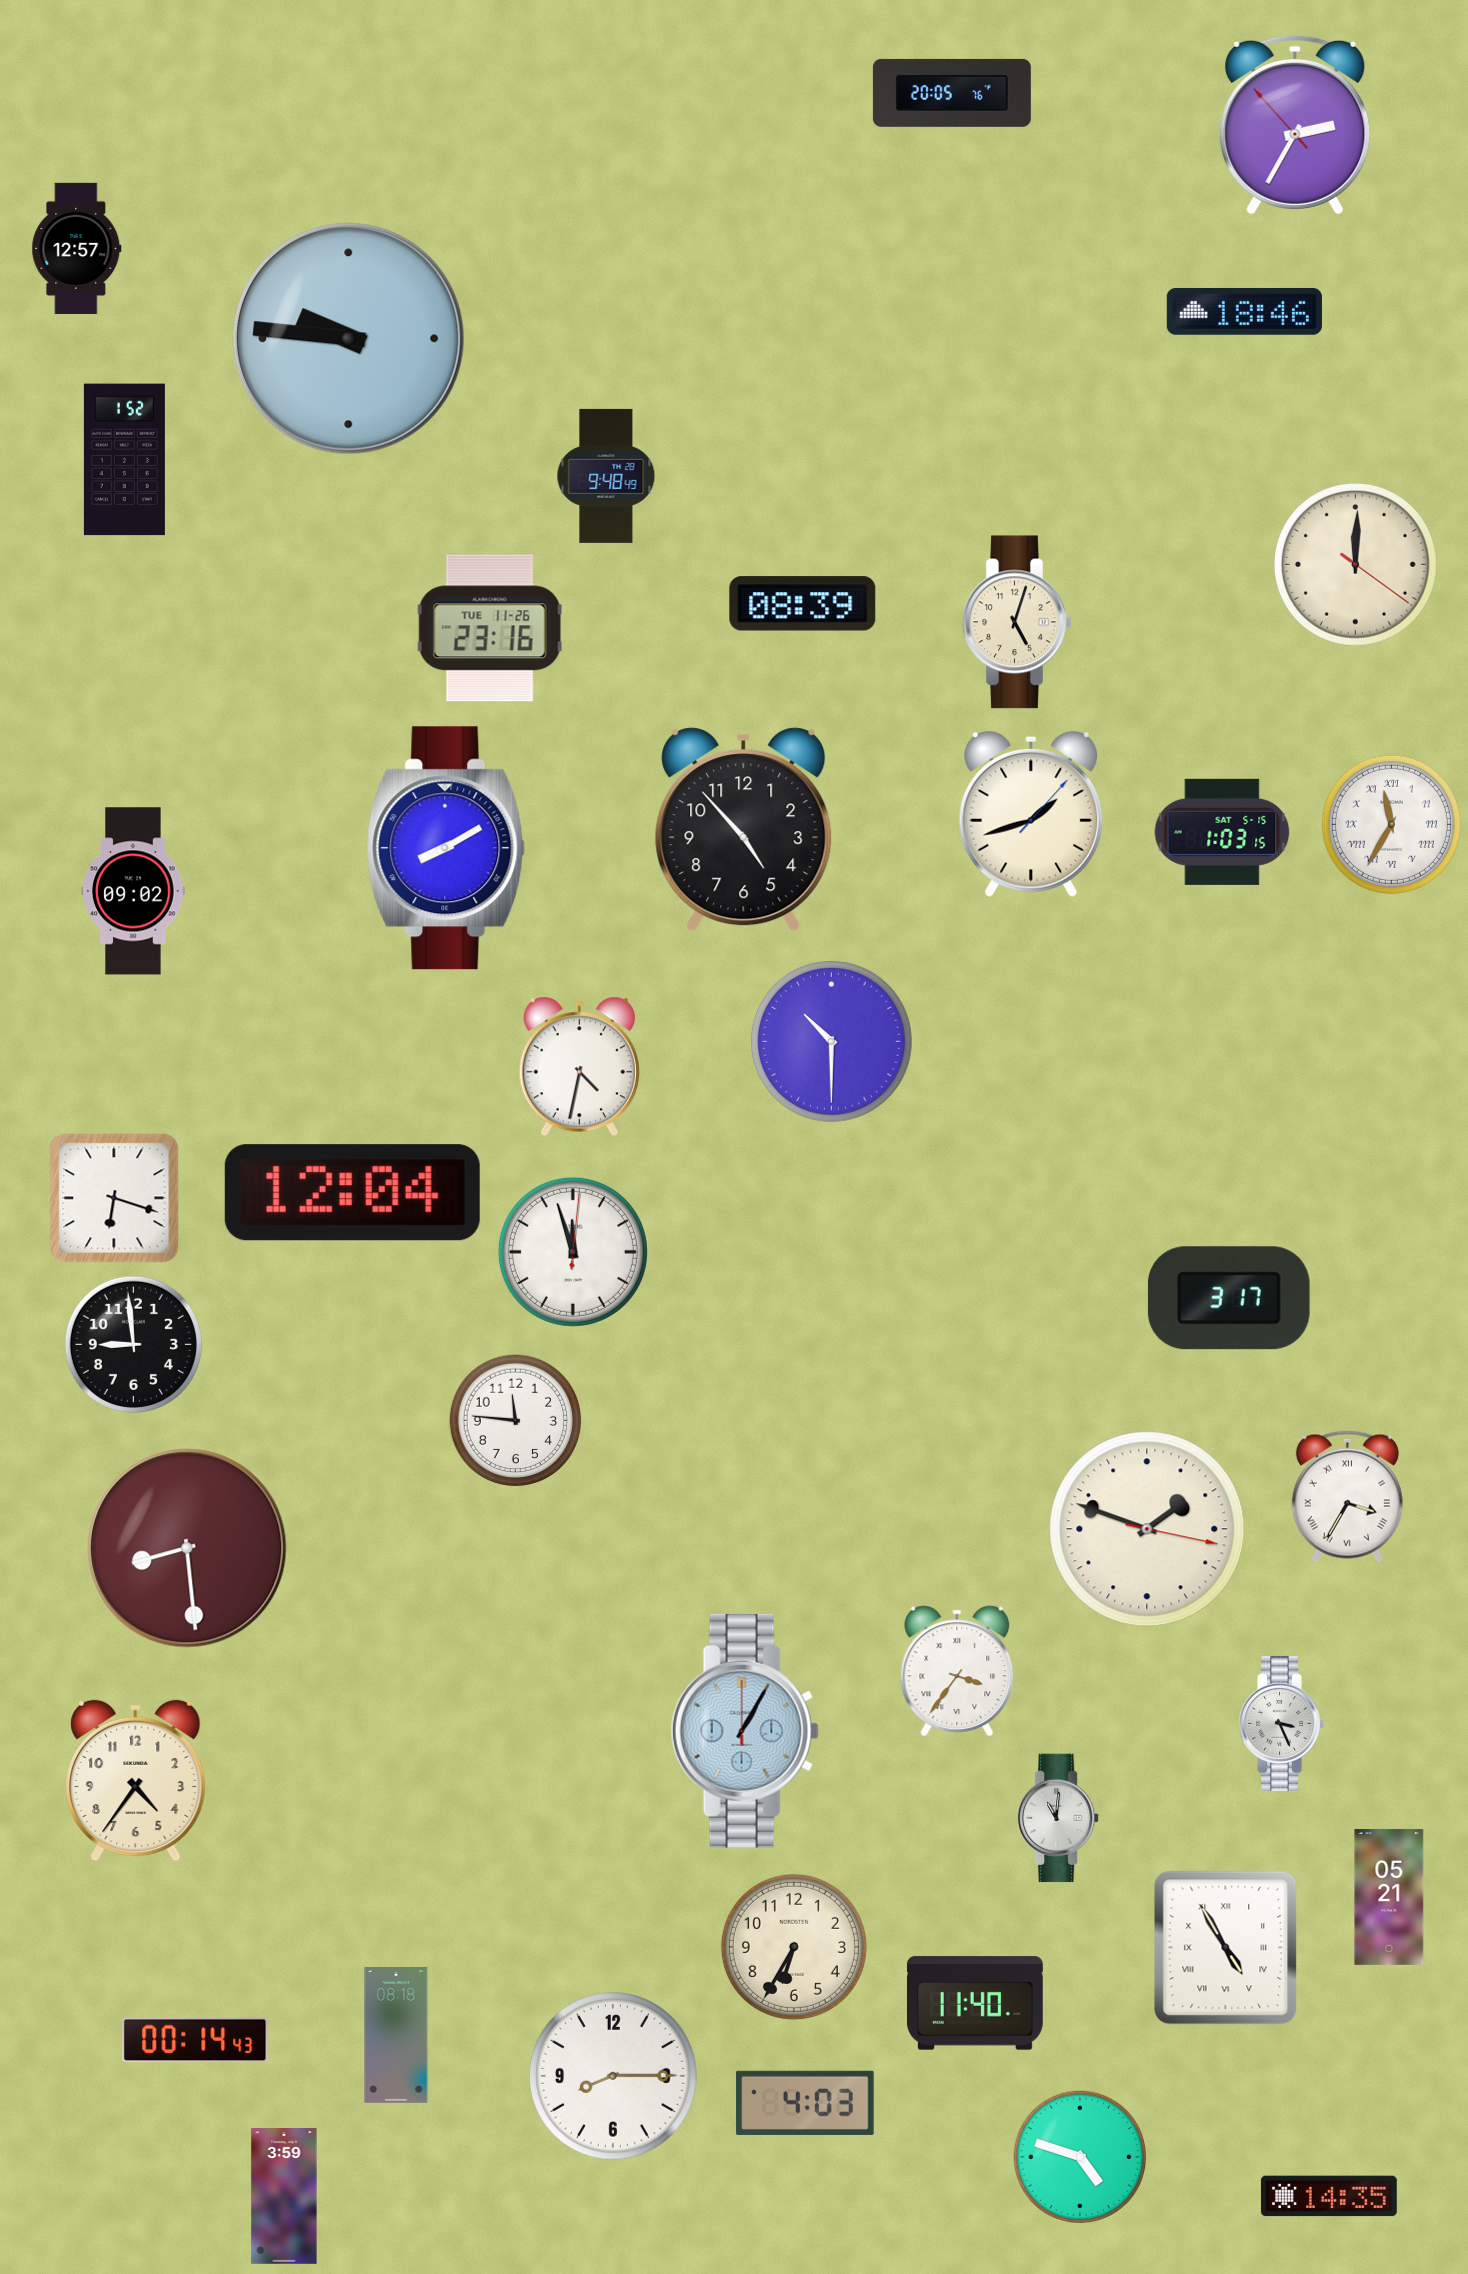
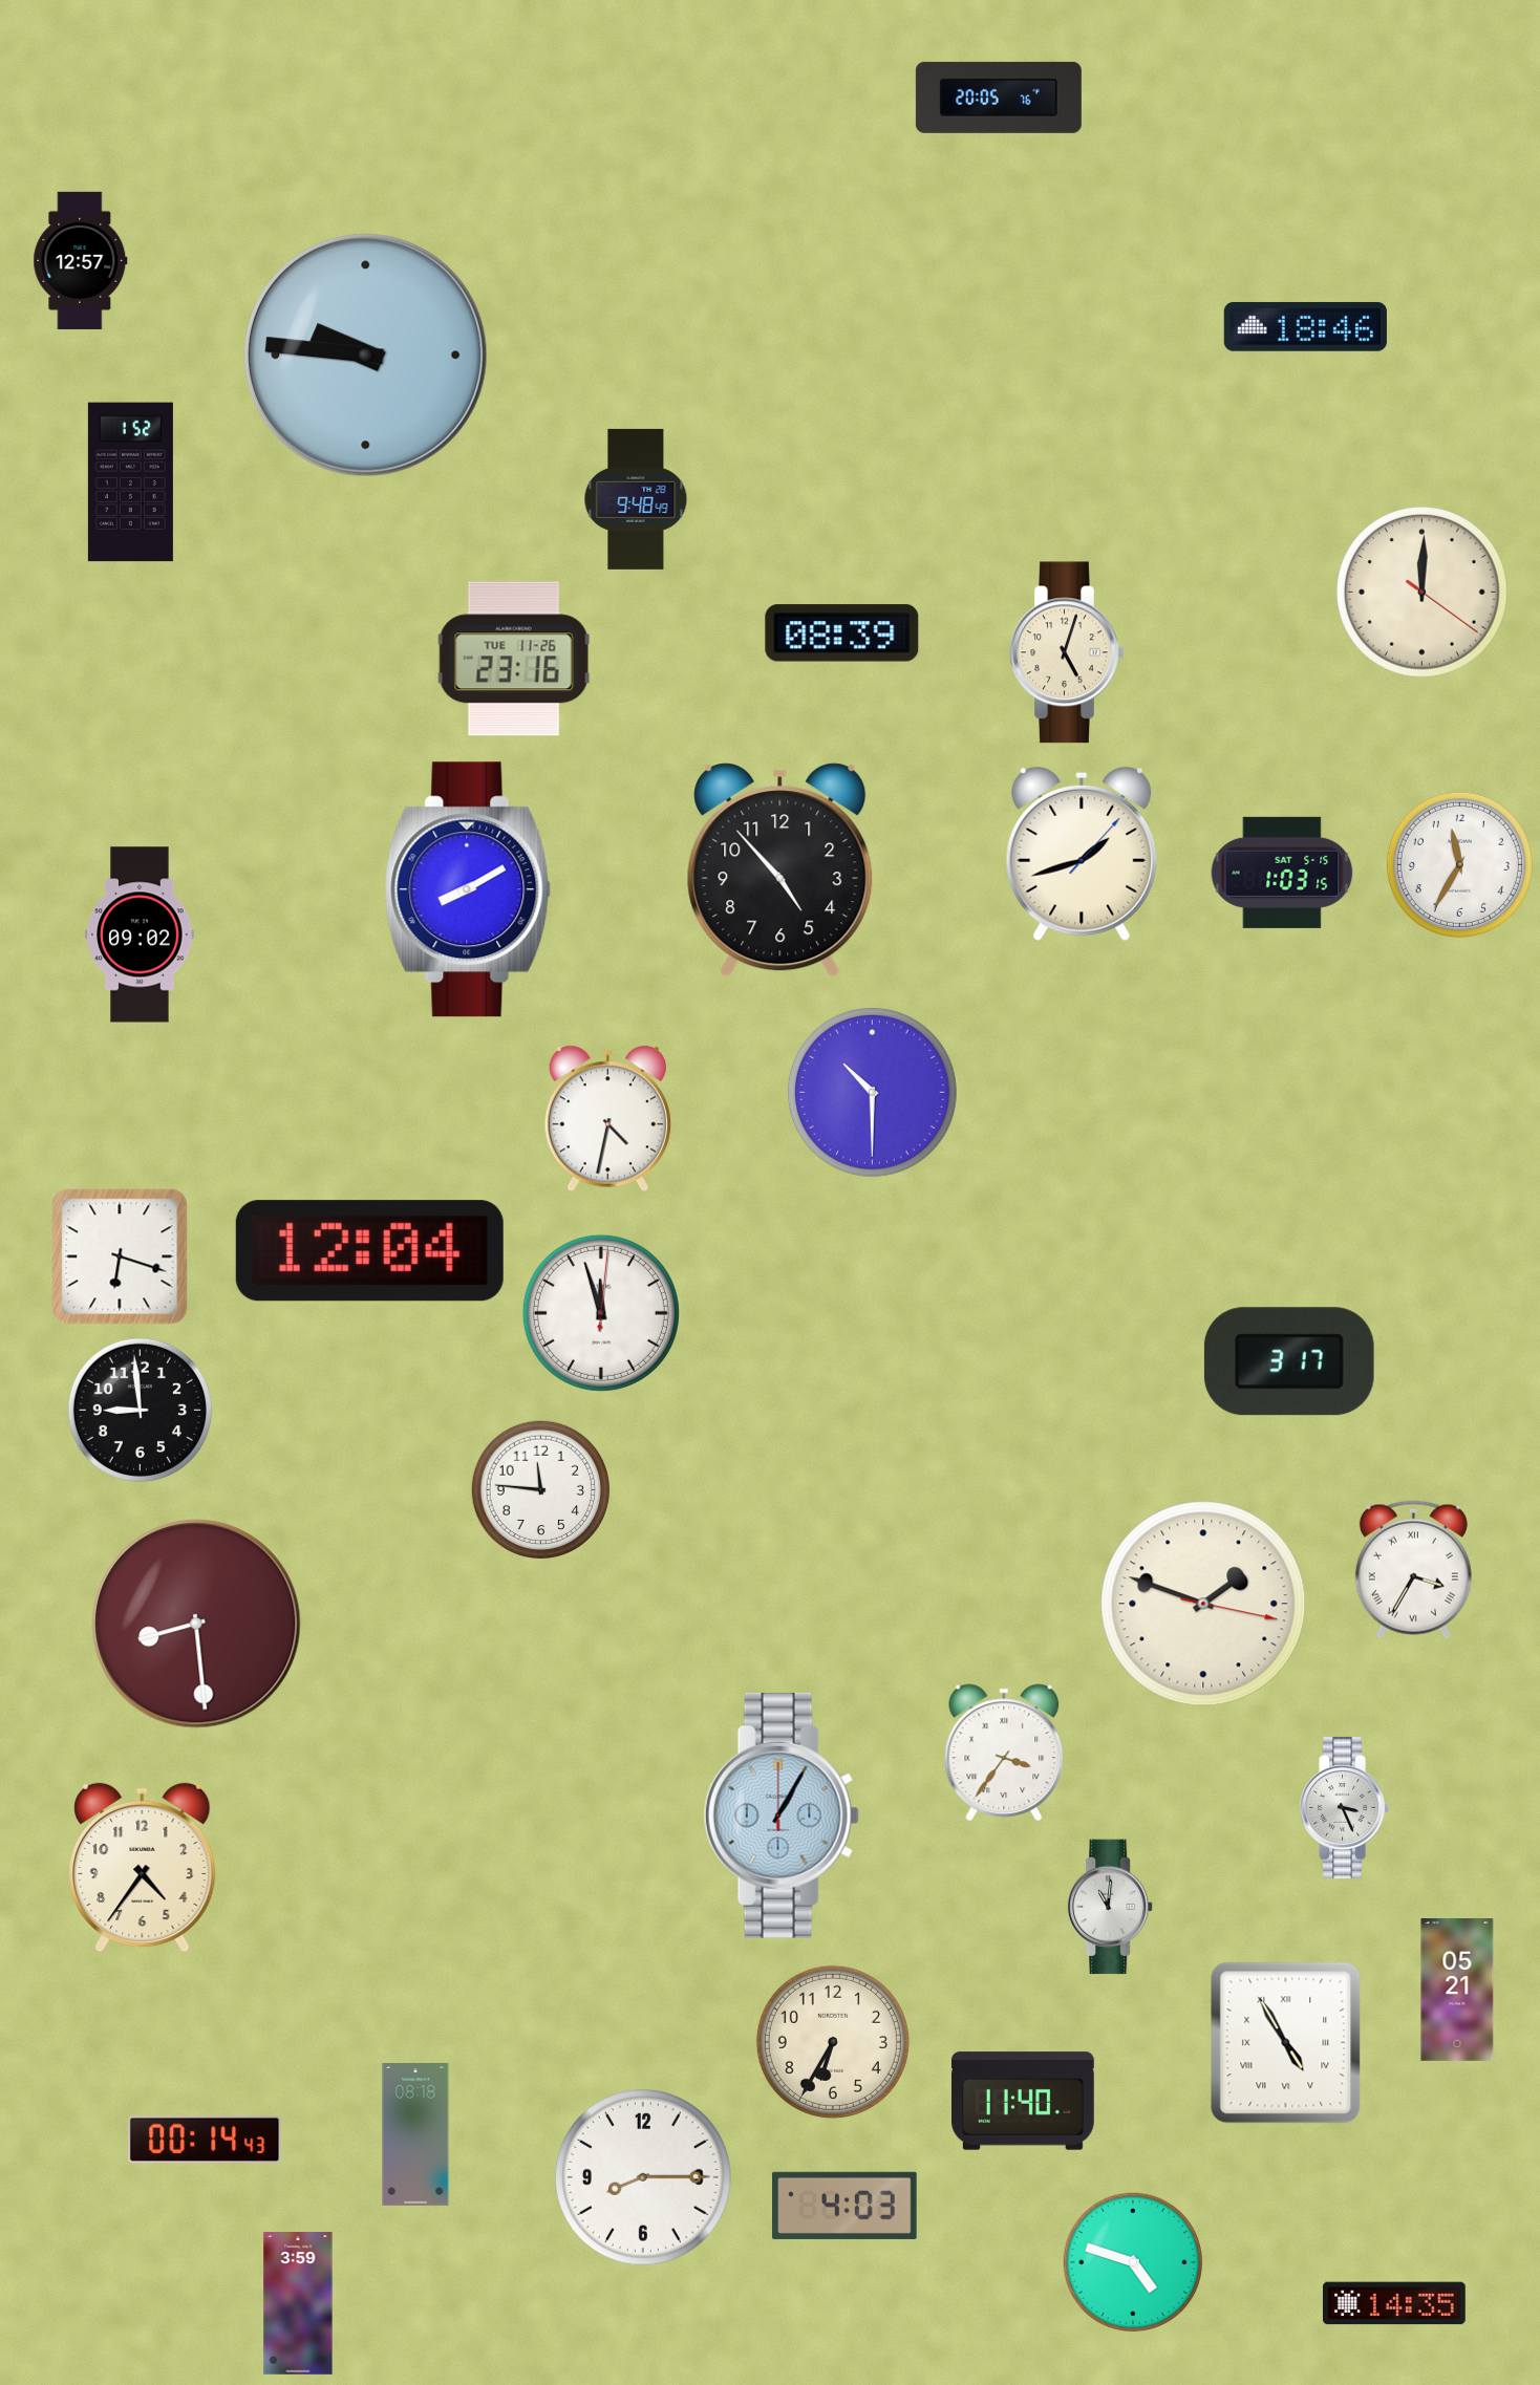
clock at (1295, 125): 2:34 -> none
clock at (1391, 824) numerals: Roman -> Arabic
